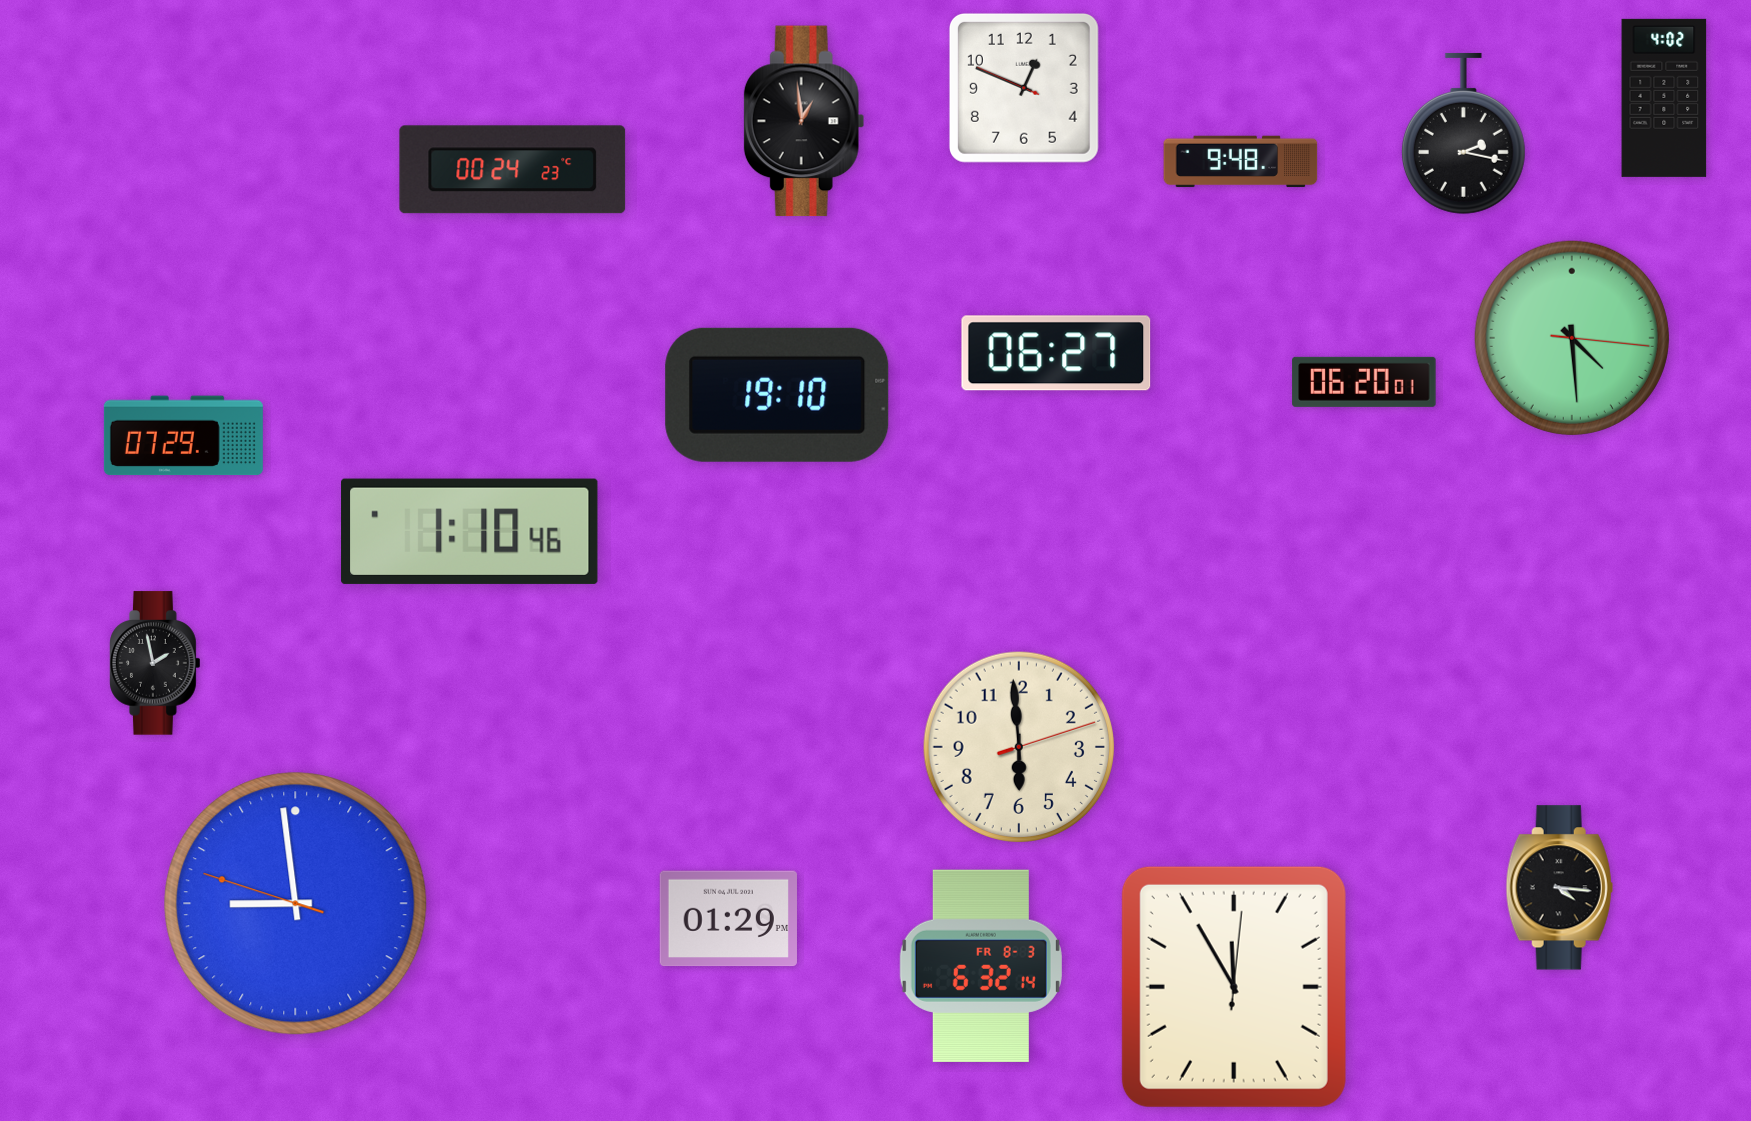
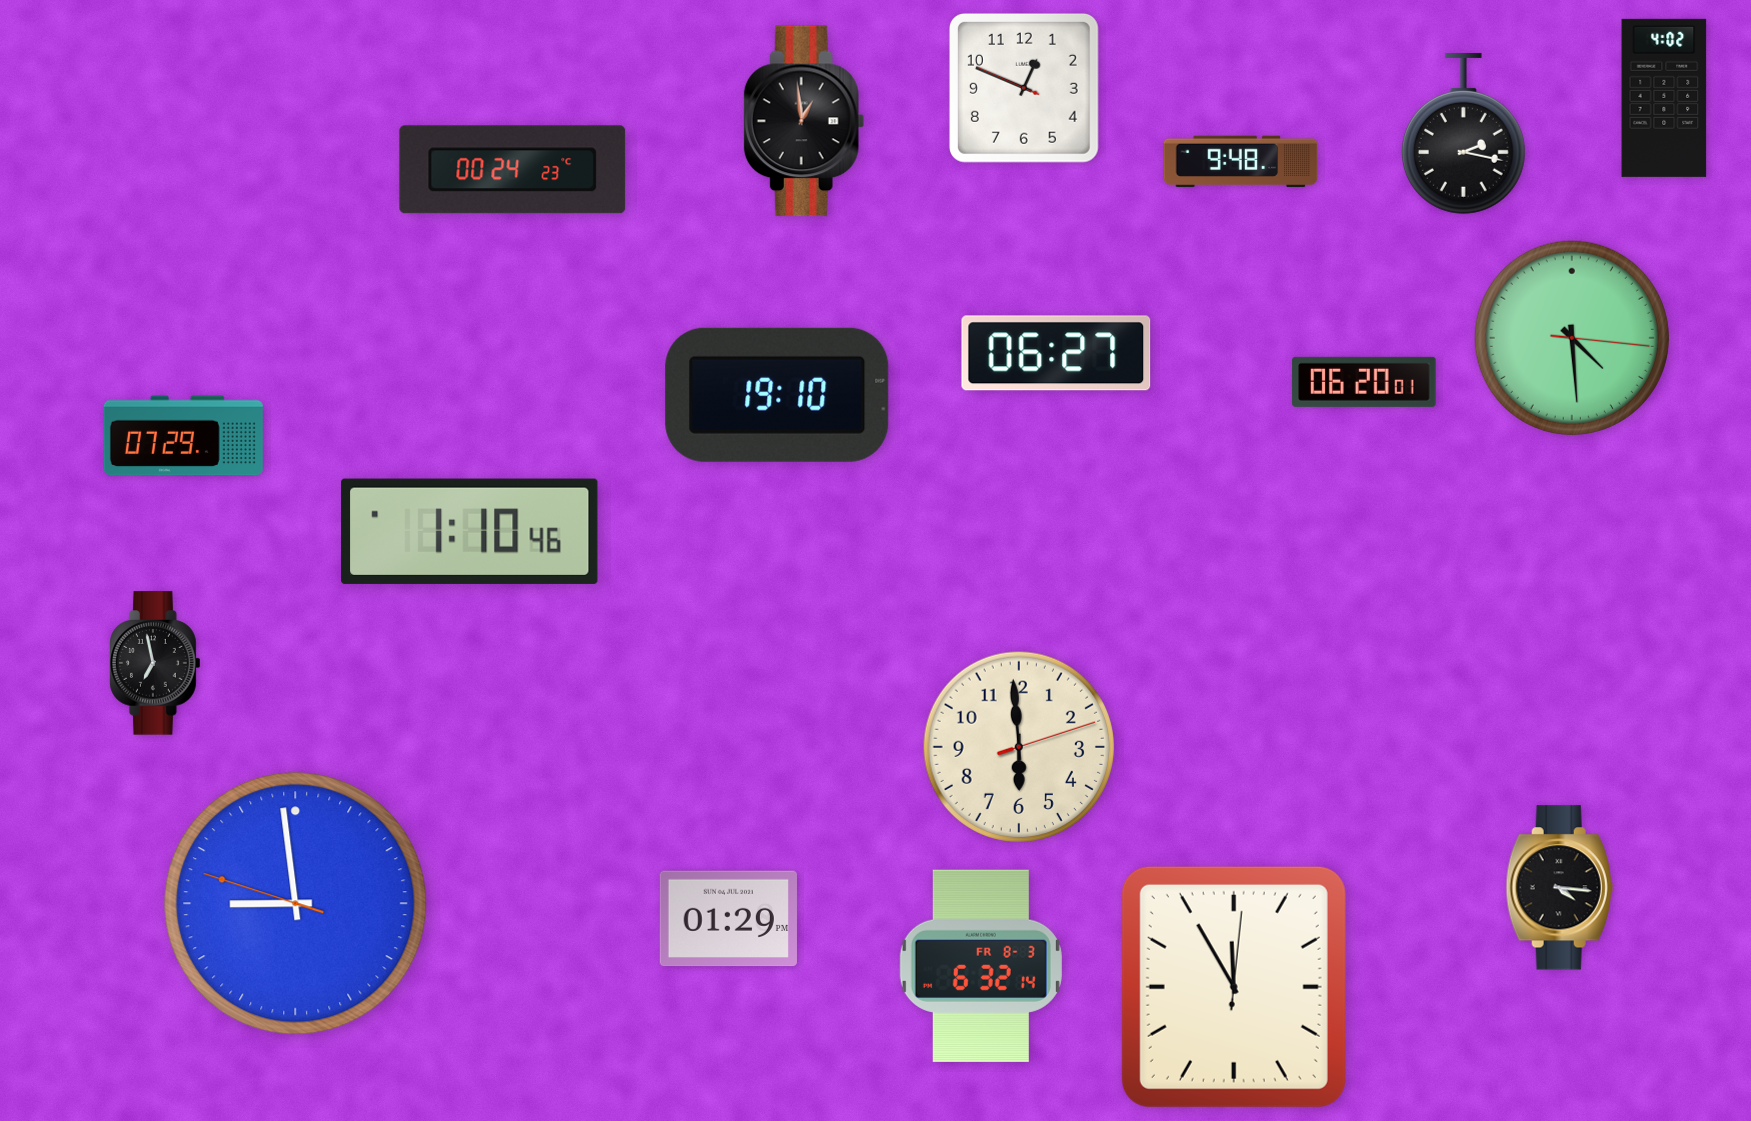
clock at (155, 663): 1:58 -> 6:58
